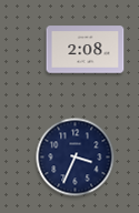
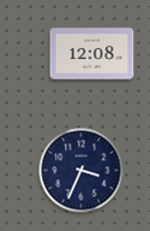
clock at (86, 50): 2:08 -> 12:08
